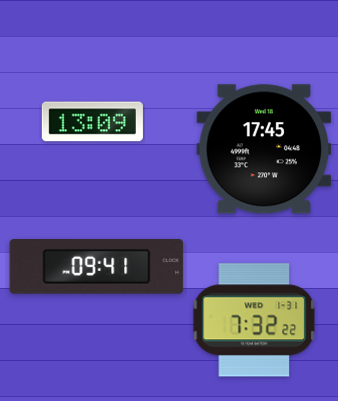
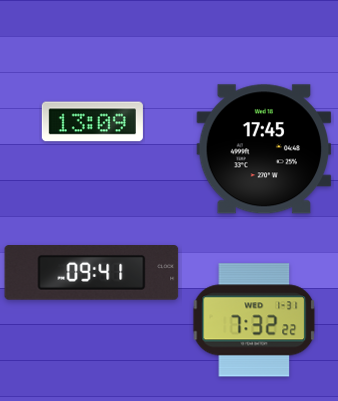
clock at (97, 267) position: (97, 267) -> (92, 273)
